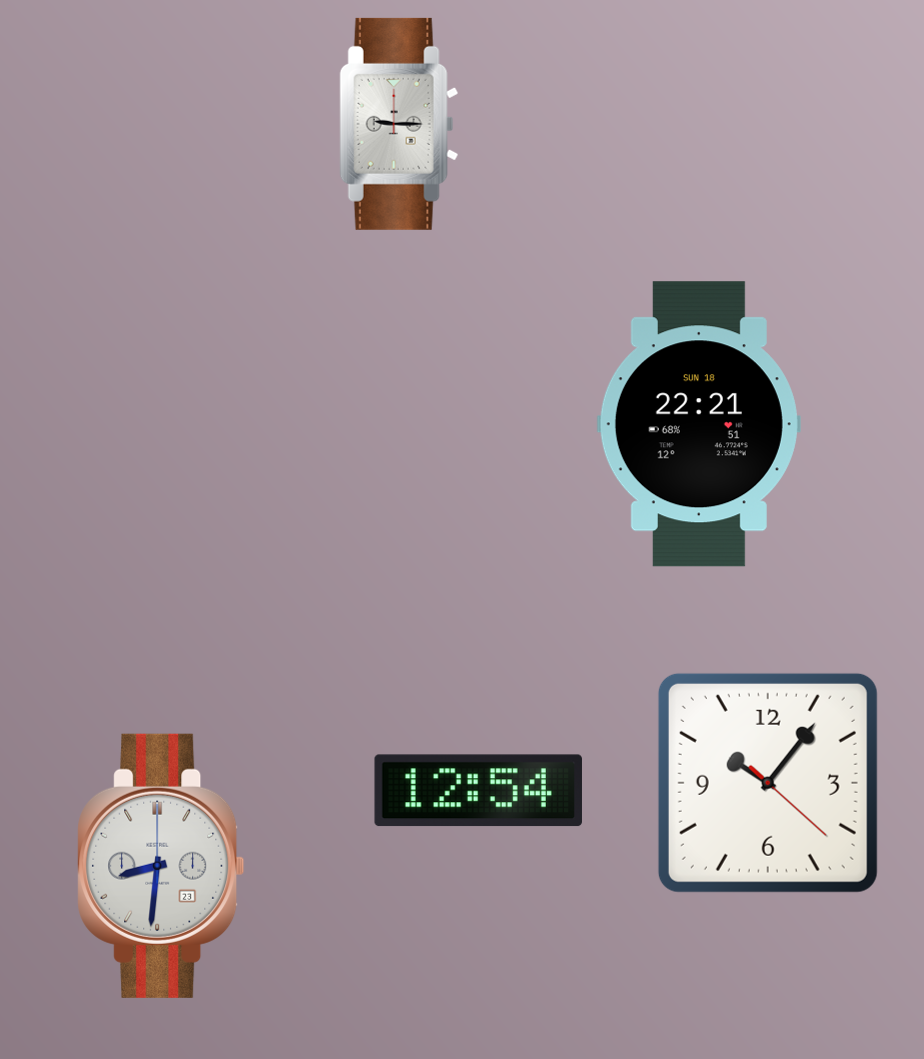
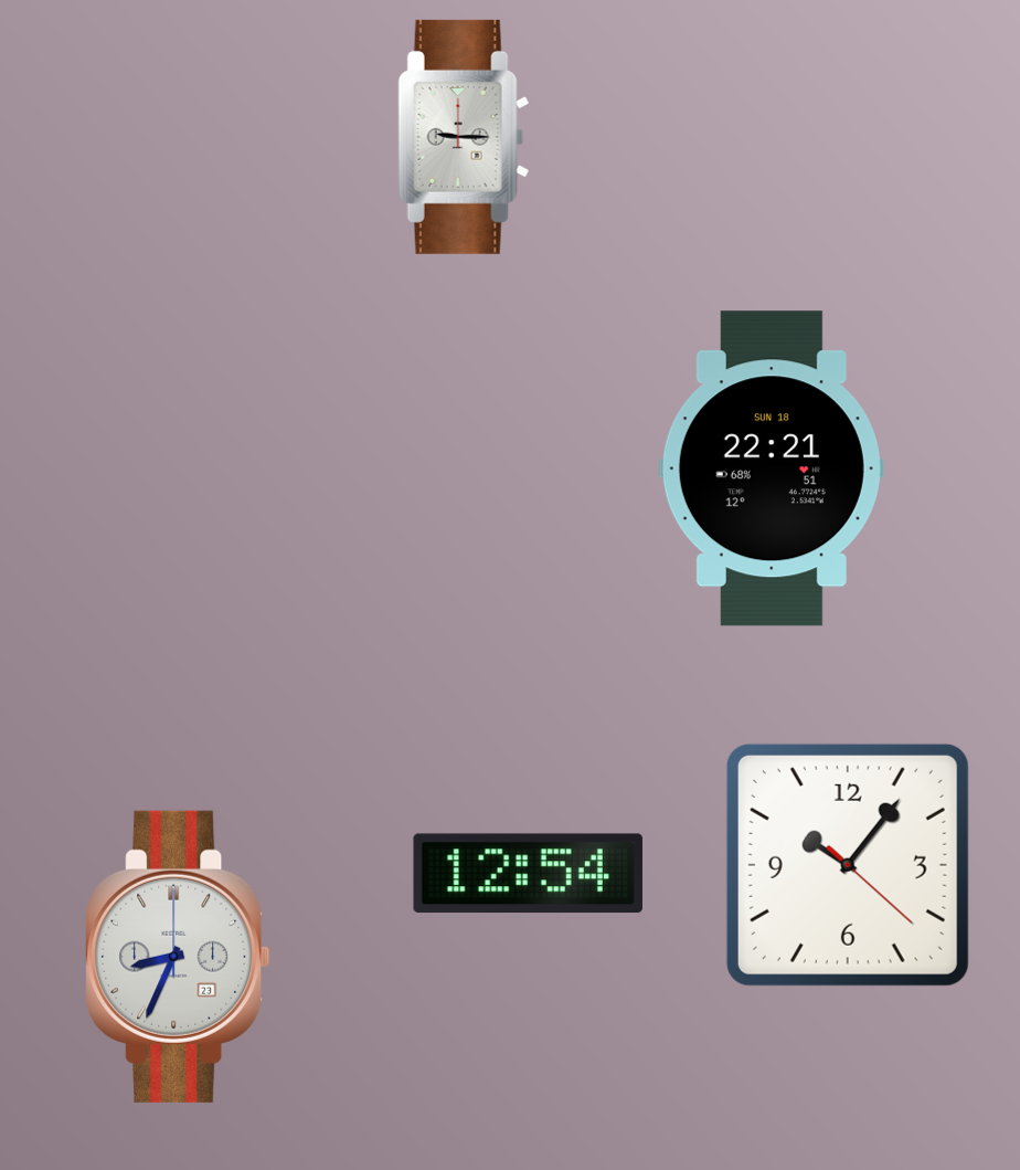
clock at (399, 124) position: (399, 124) -> (464, 137)
clock at (161, 866): 8:31 -> 8:34
